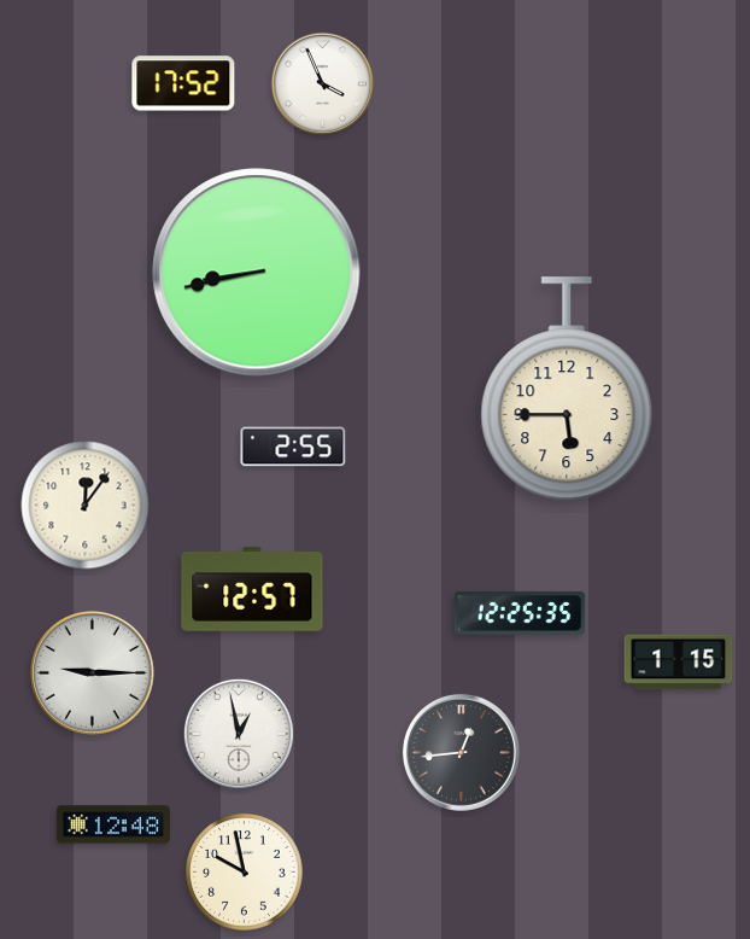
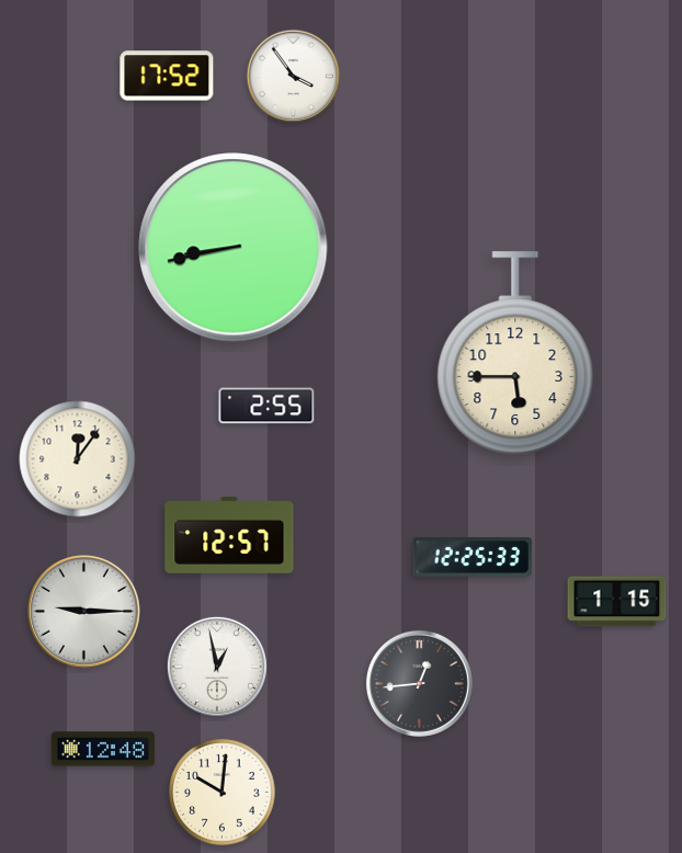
clock at (323, 84): 3:56 -> 3:54
clock at (520, 613): 12:25:35 -> 12:25:33
clock at (245, 873): 9:58 -> 10:01
